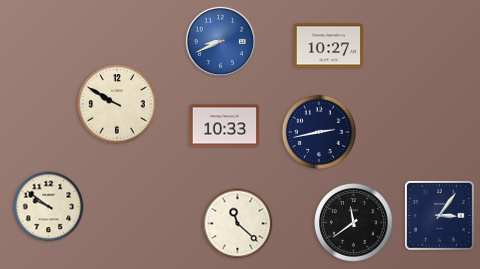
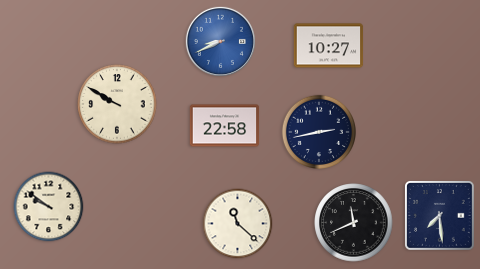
clock at (225, 126): 10:33 -> 22:58
clock at (440, 216): 3:06 -> 7:29
clock at (354, 223): 11:39 -> 11:41
